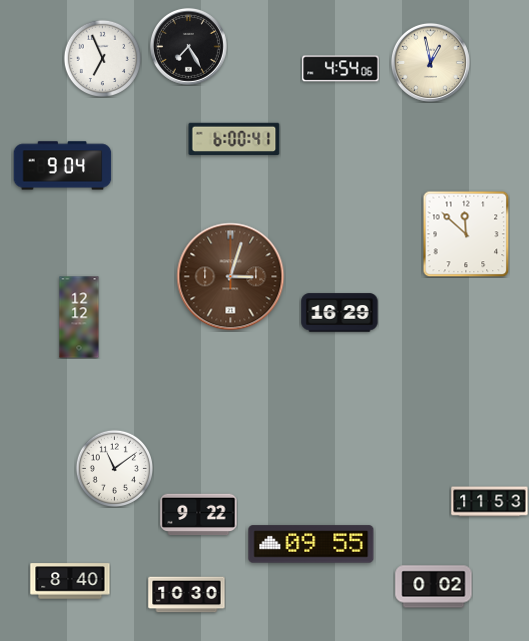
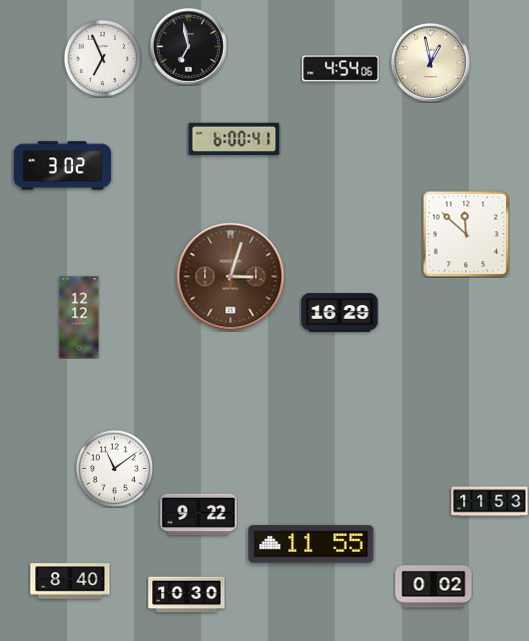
clock at (188, 46): 7:25 -> 6:58
clock at (63, 166): 9:04 -> 3:02
clock at (311, 544): 09:55 -> 11:55
